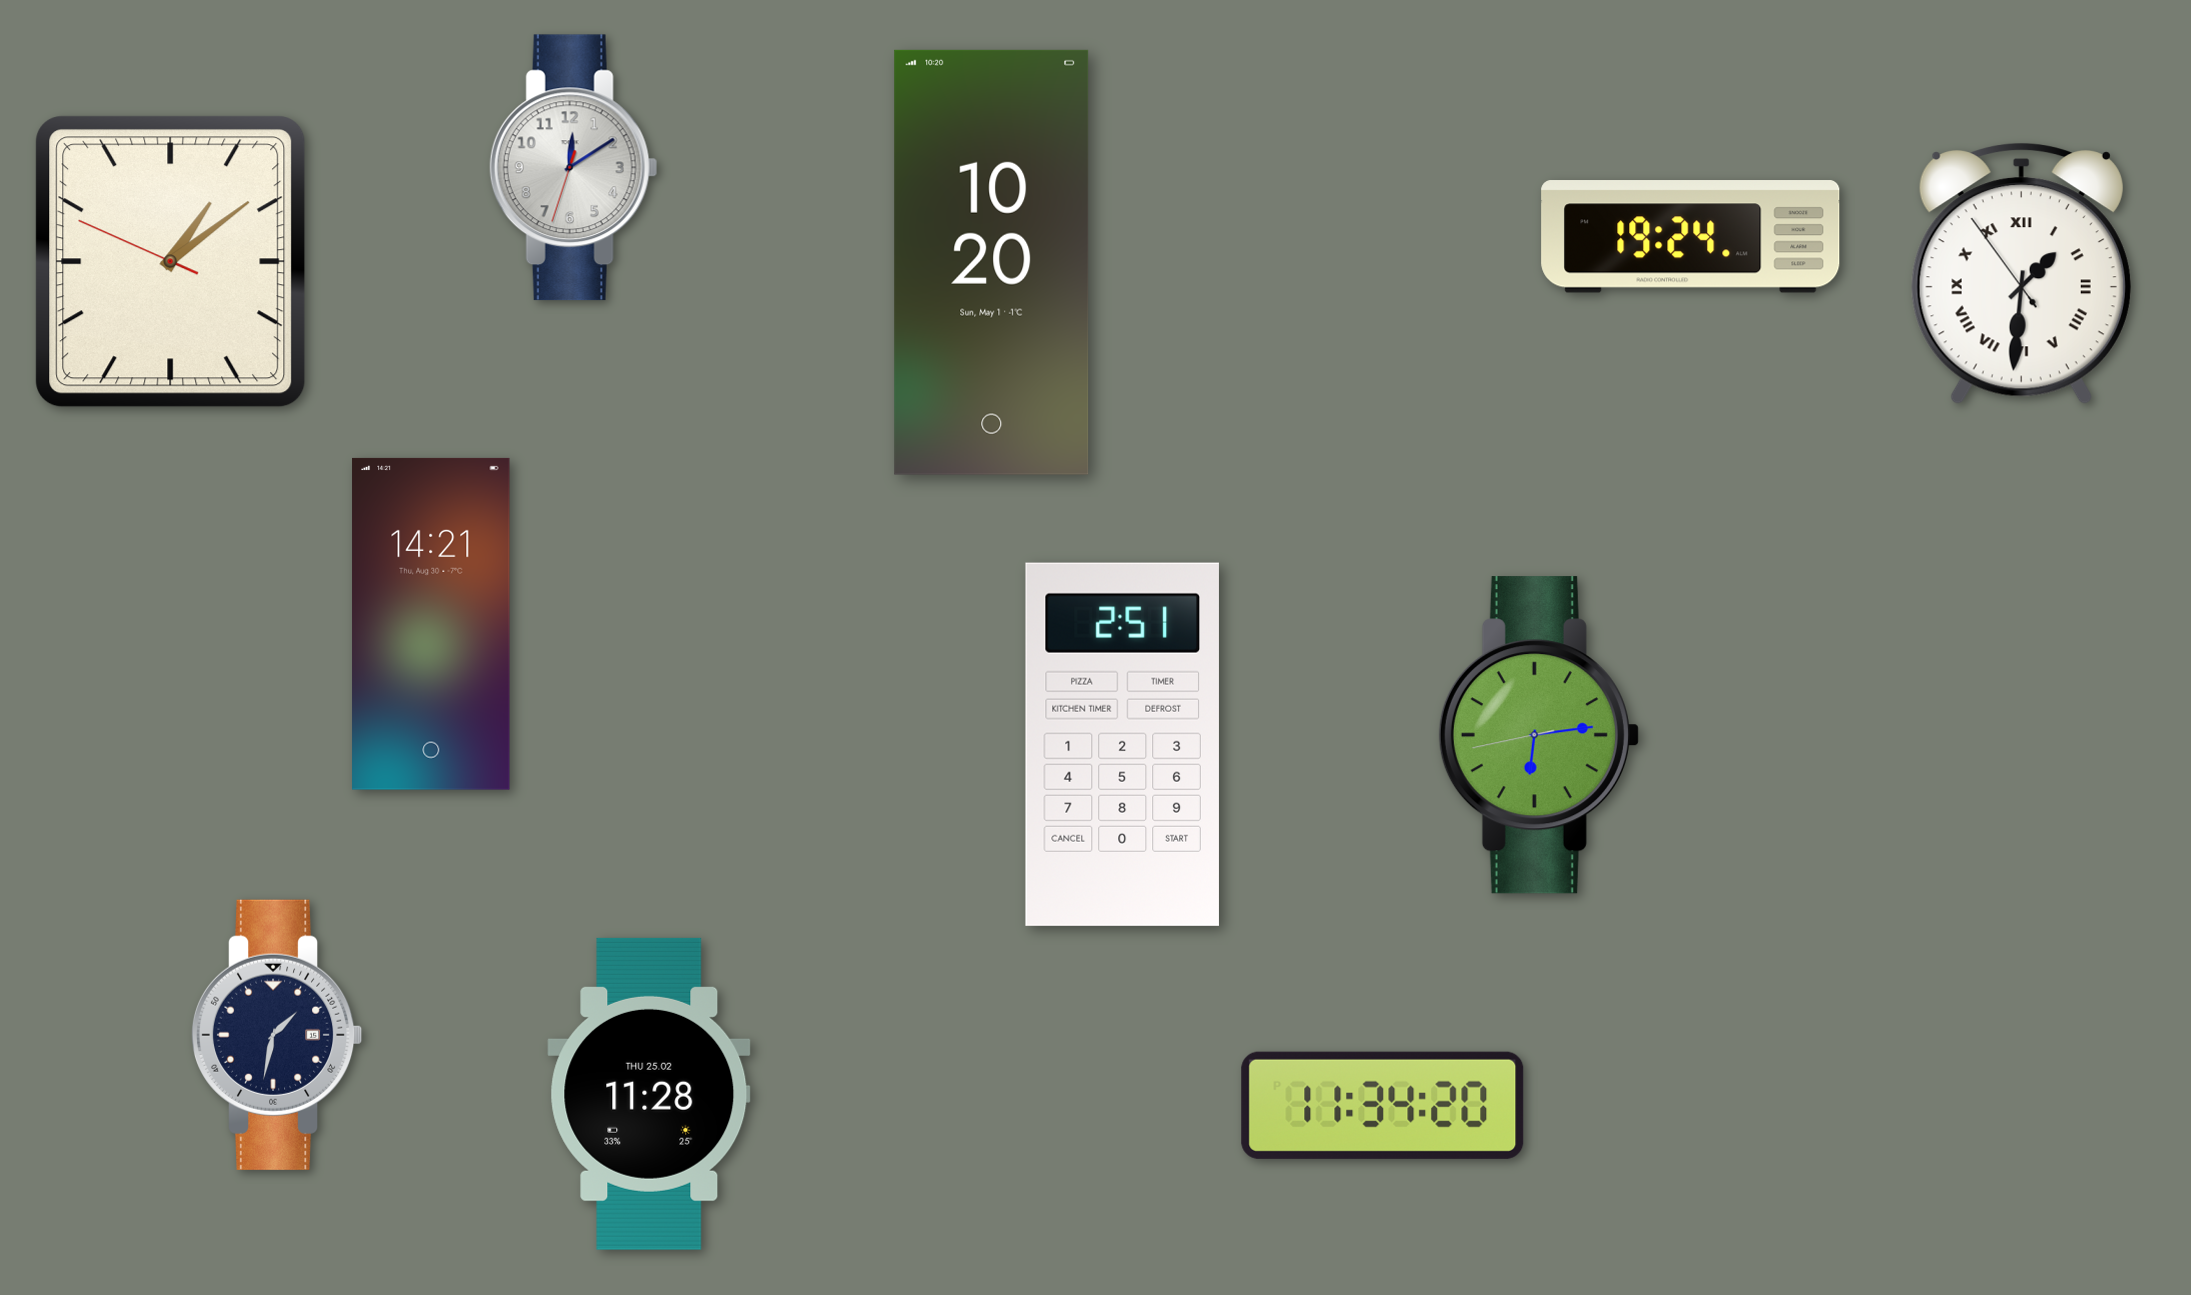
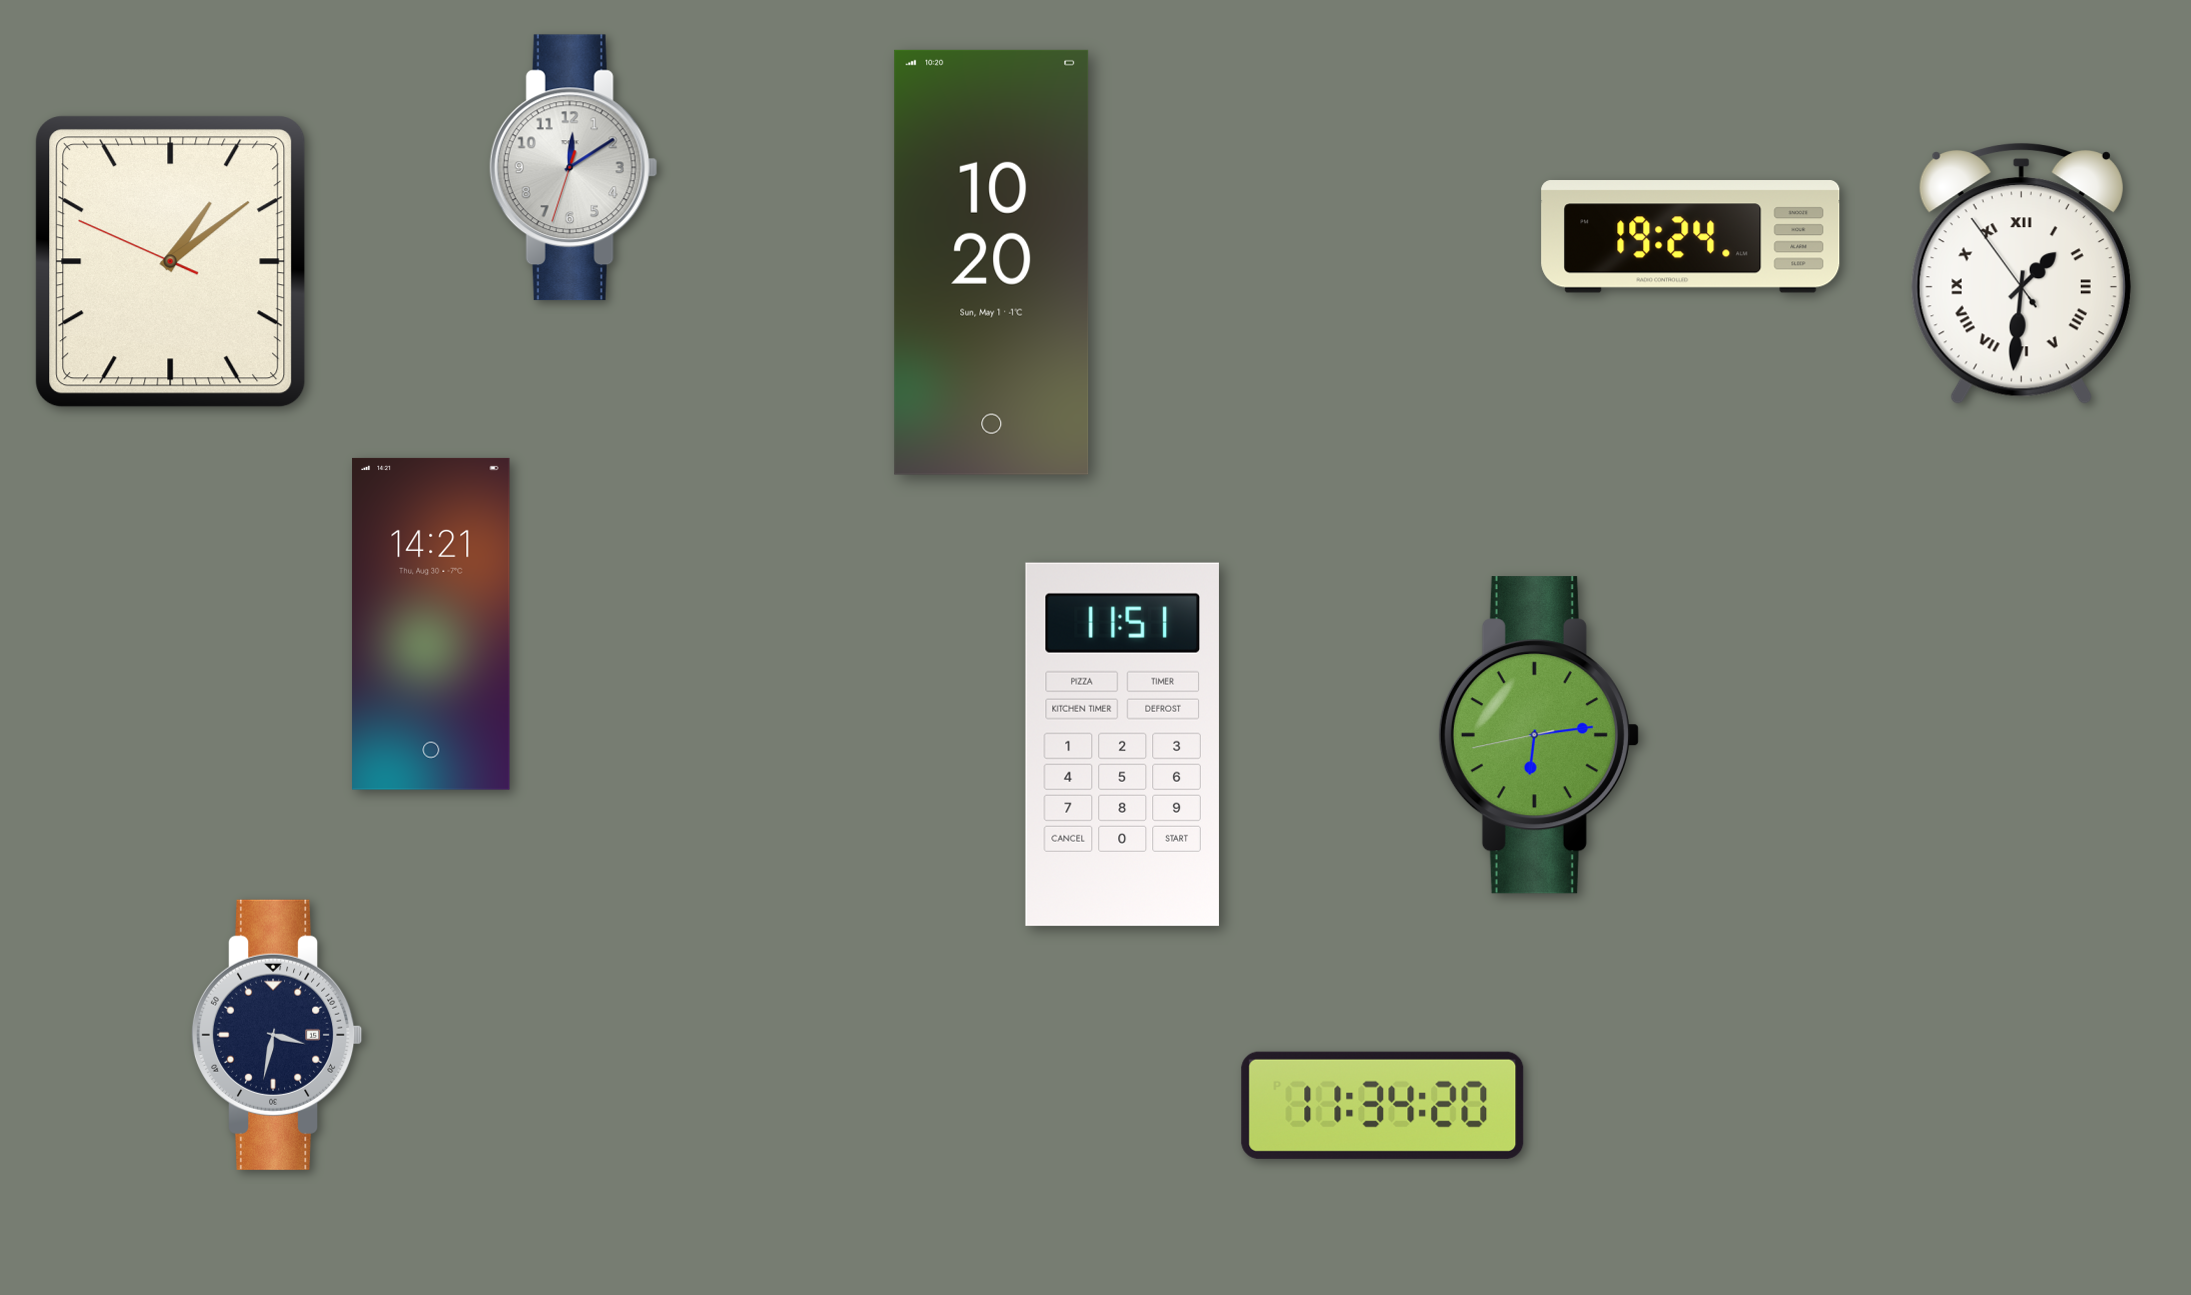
clock at (1122, 744): 2:51 -> 11:51
clock at (277, 1035): 1:32 -> 3:32
clock at (649, 1094): 11:28 -> none
